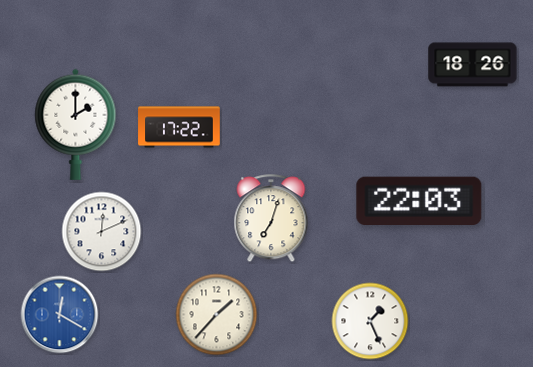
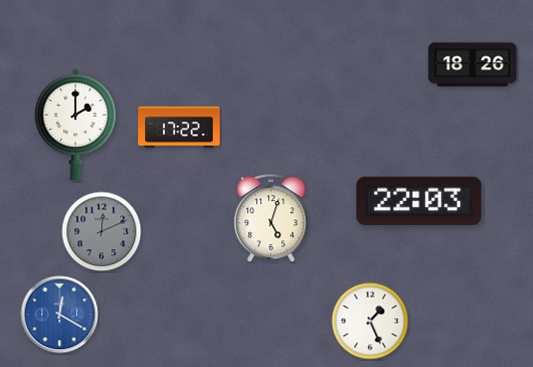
clock at (271, 219): 7:03 -> 5:03
clock at (102, 232) dial: white -> grey
clock at (217, 315): 1:37 -> none
